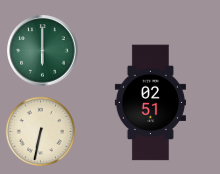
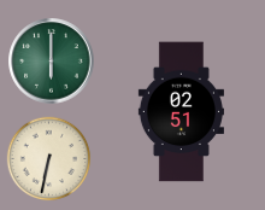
clock at (150, 103) position: (150, 103) -> (181, 112)
